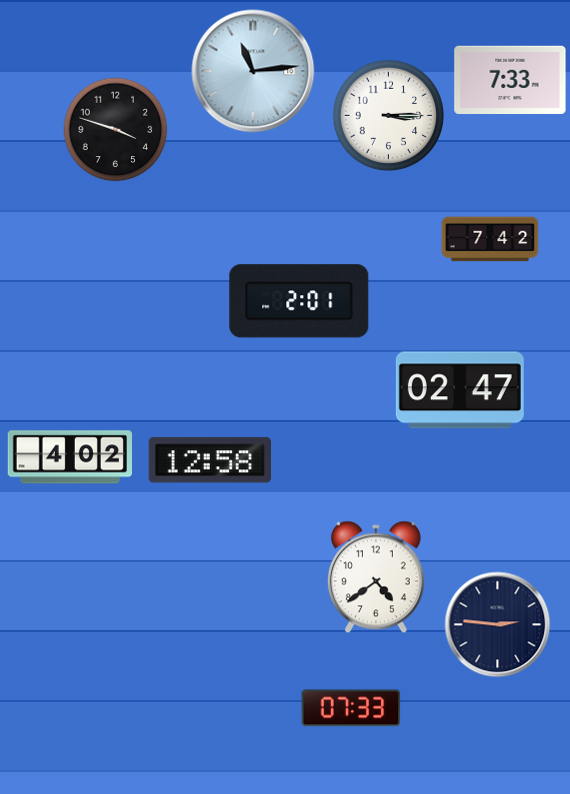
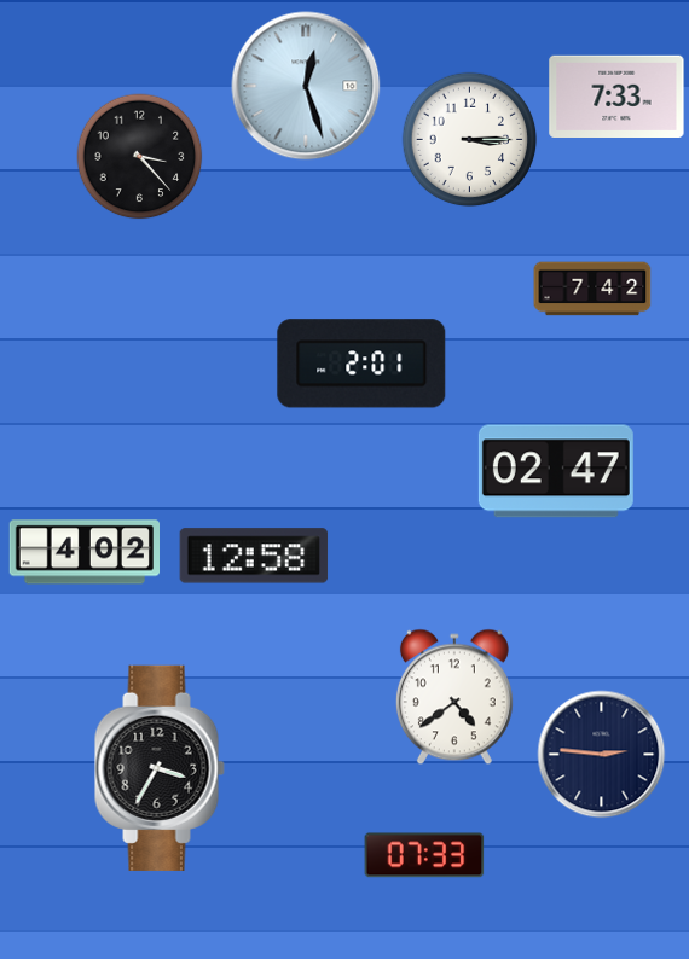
clock at (253, 71): 11:14 -> 12:27
clock at (116, 130): 3:48 -> 3:23
clock at (160, 768): none -> 3:35
